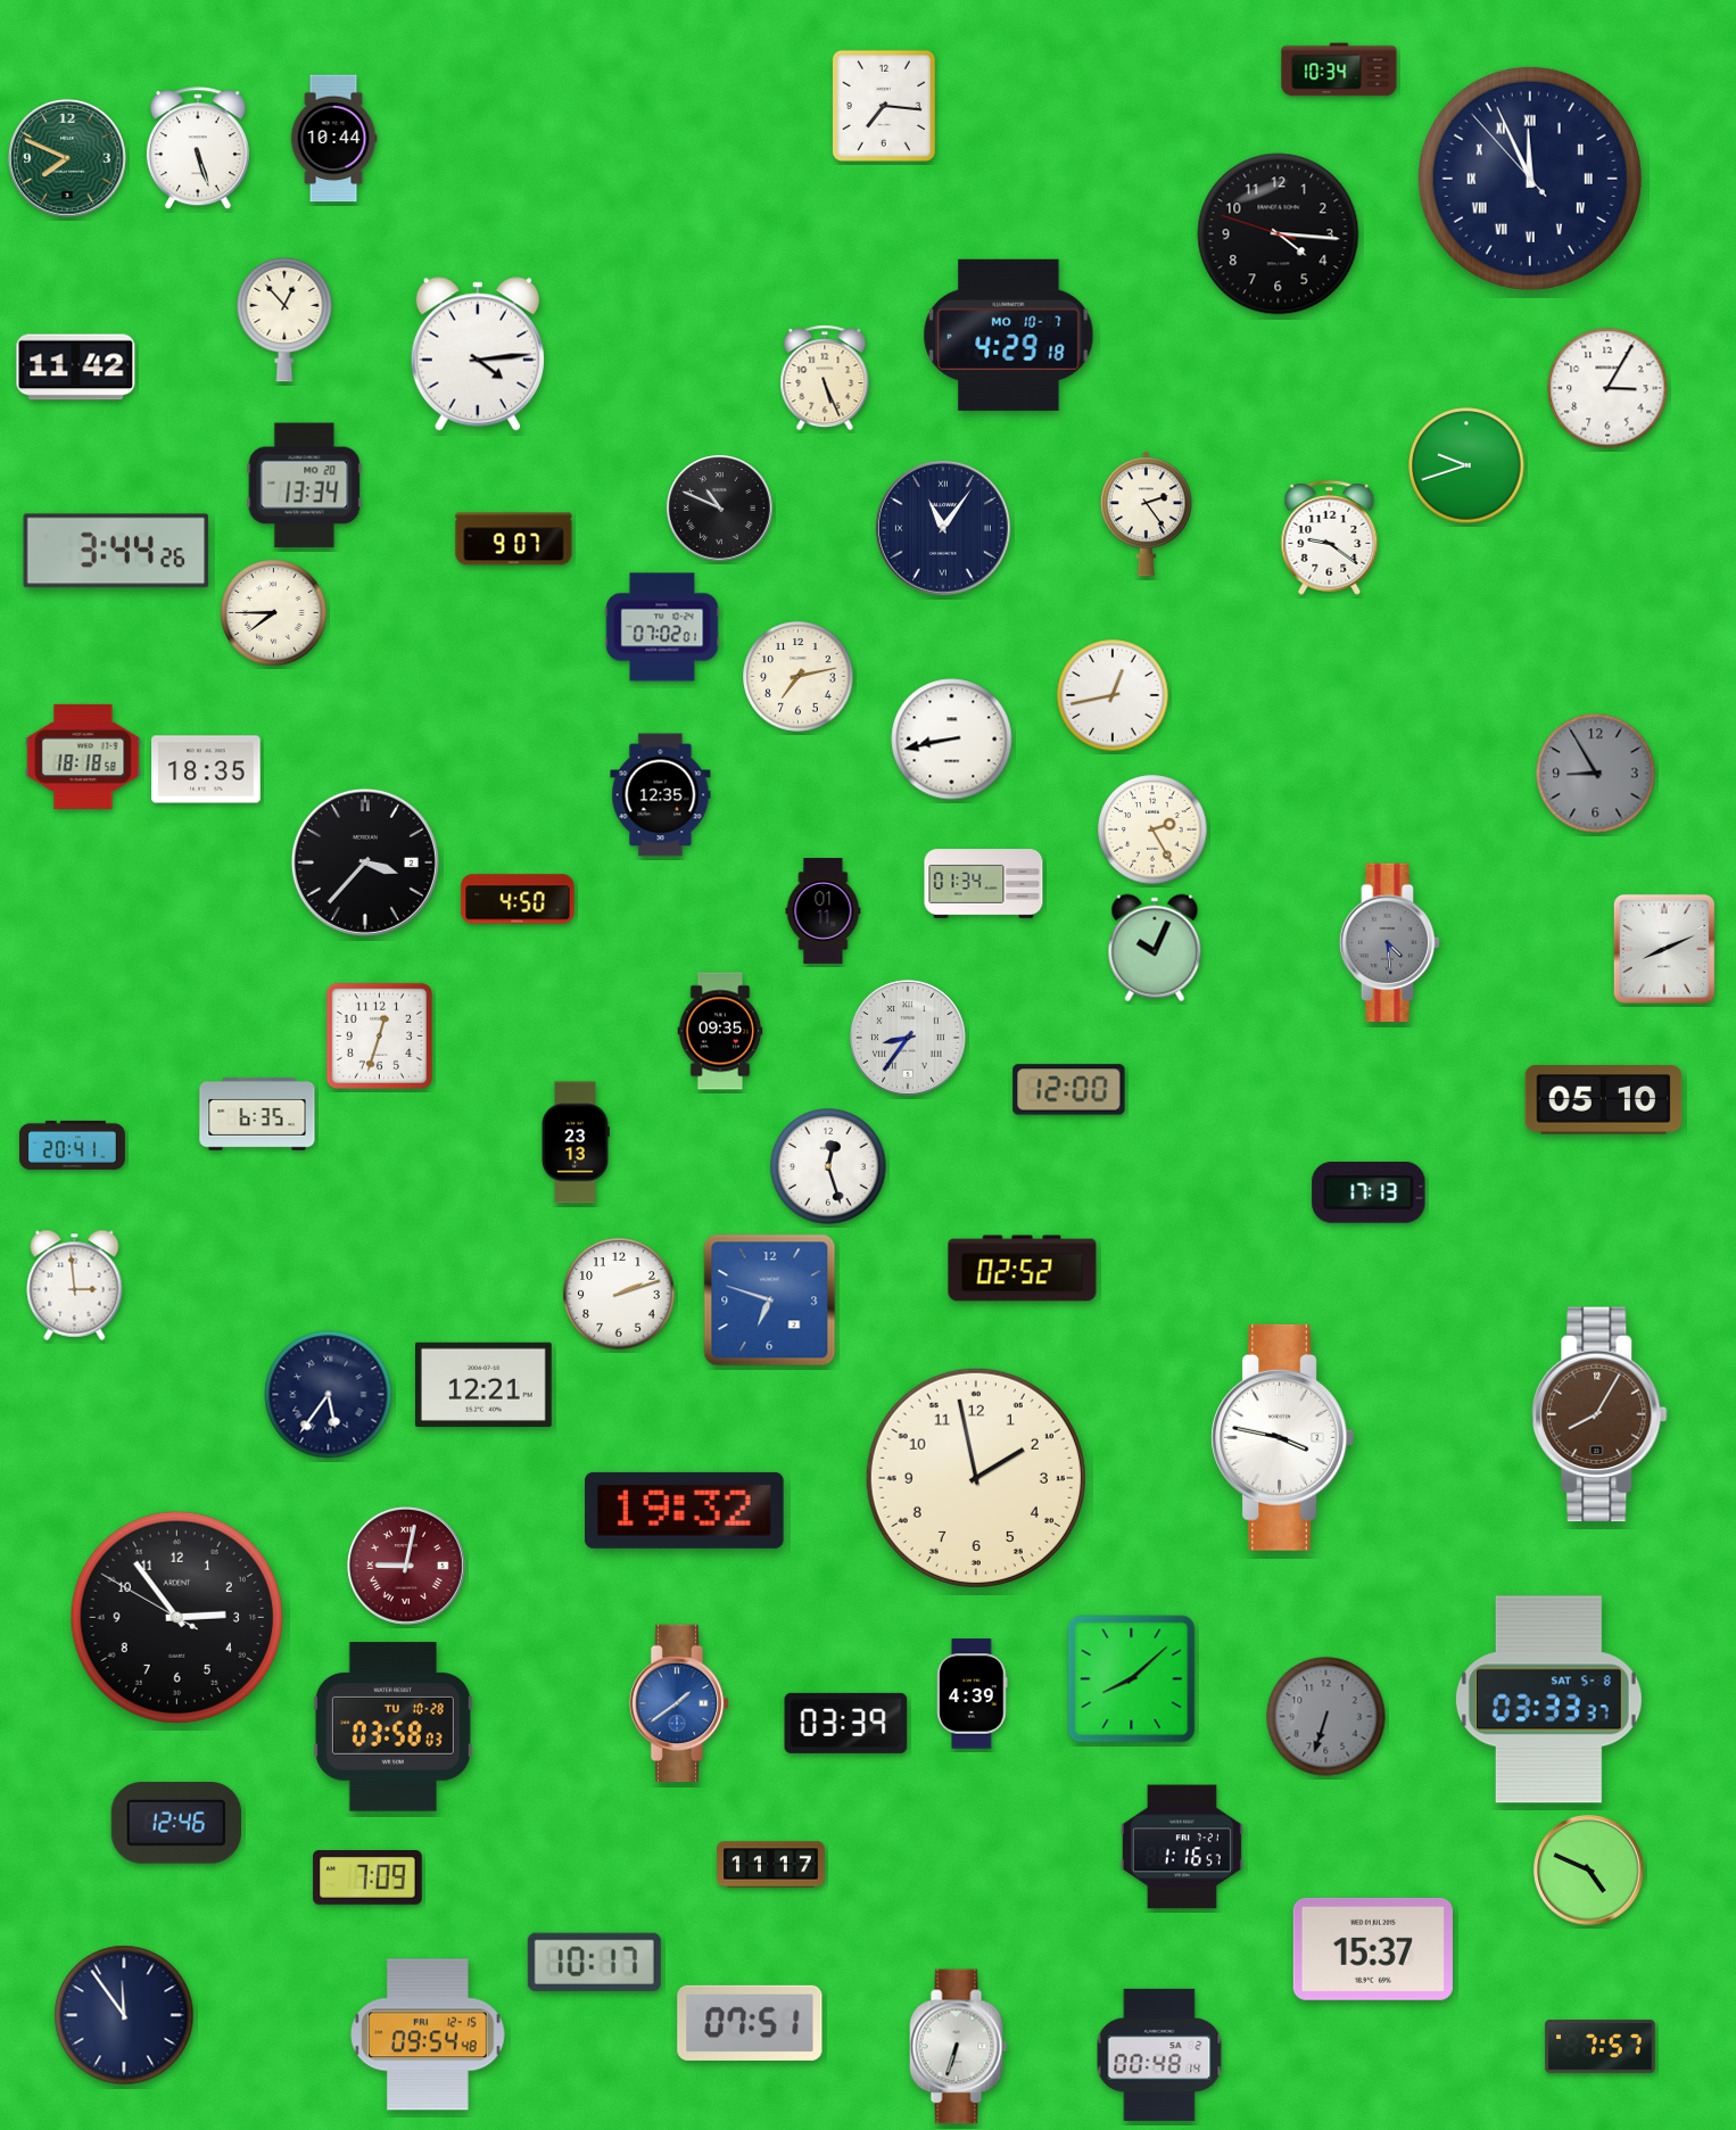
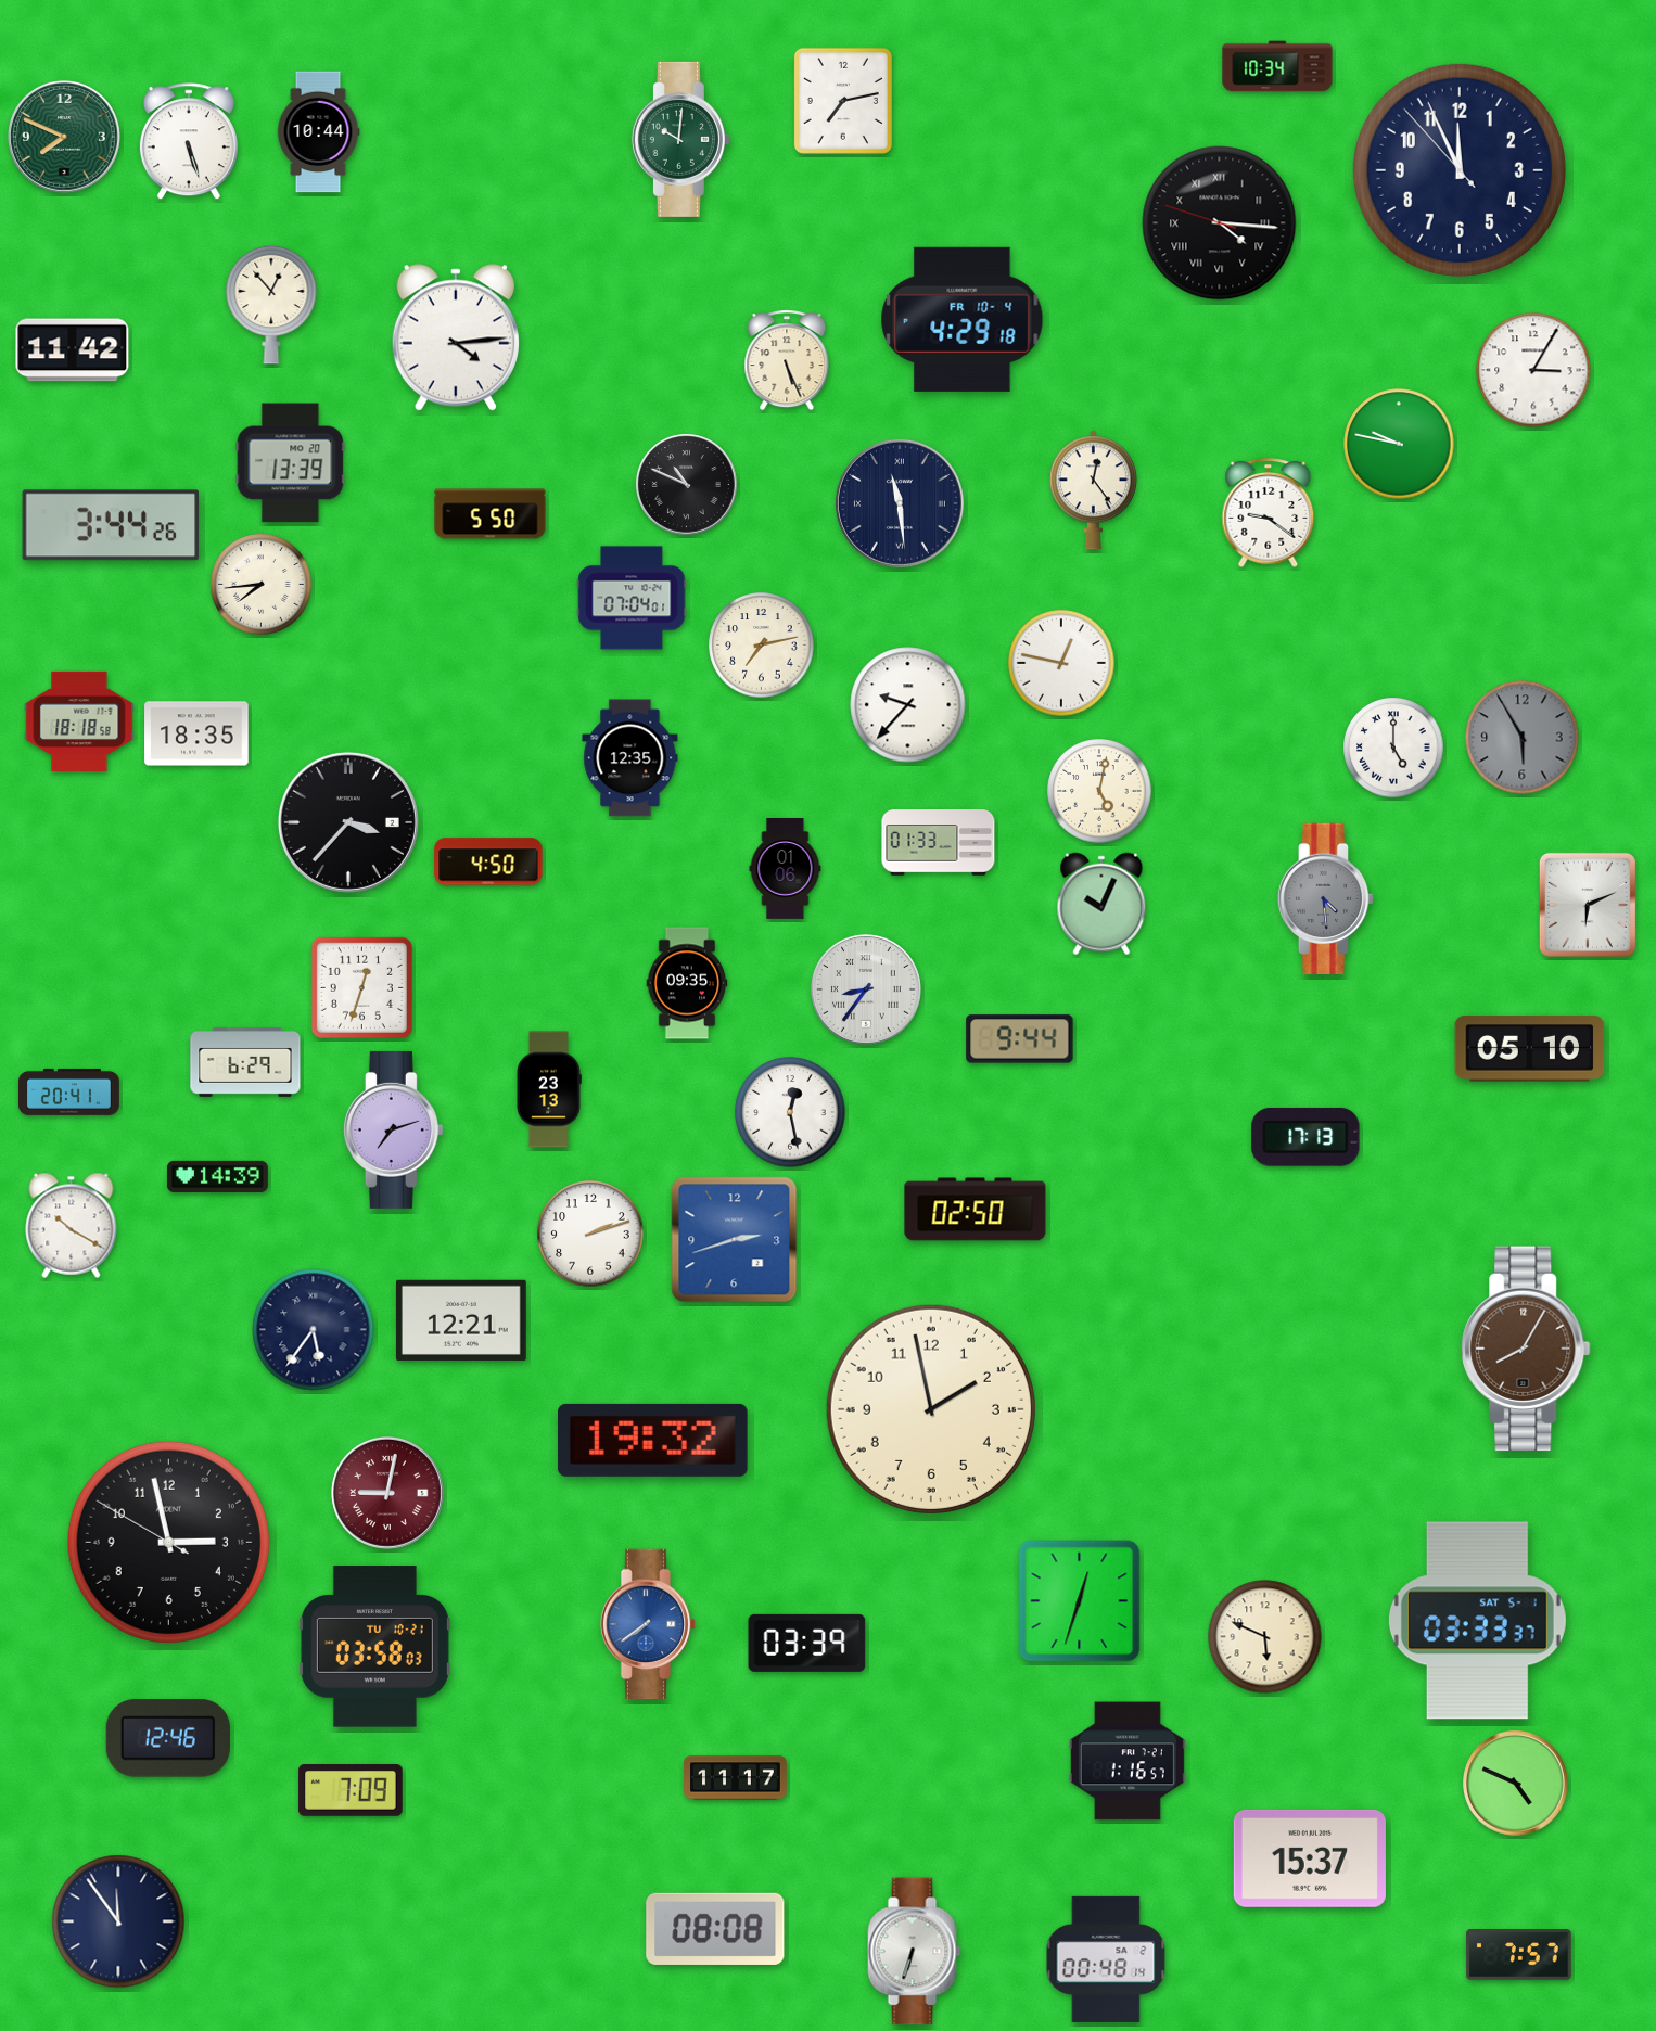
clock at (884, 106): 7:16 -> 7:13
clock at (680, 139): none -> 10:01
clock at (67, 158) position: (67, 158) -> (64, 137)
clock at (1530, 179) numerals: Roman -> Arabic
clock at (1279, 234) numerals: Arabic -> Roman
clock at (1009, 335) date: MO 10-7 -> FR 10-4
clock at (1466, 465): 9:42 -> 9:47
clock at (305, 486): 13:34 -> 13:39
clock at (1146, 514): 2:24 -> 12:24
clock at (943, 528): 11:06 -> 11:29
clock at (514, 539): 9:07 -> 5:50
clock at (274, 613): 7:45 -> 7:44
clock at (662, 627): 07:02 -> 07:04
clock at (1113, 695): 12:43 -> 12:47
clock at (952, 740): 8:43 -> 9:37
clock at (1596, 774): 8:55 -> 5:55
clock at (1393, 748): none -> 5:00
clock at (1152, 829): 2:25 -> 5:02
clock at (984, 884): 01:34 -> 01:33
clock at (518, 899) position: (518, 899) -> (488, 861)
clock at (824, 911): 01:11 -> 01:06
clock at (1664, 949): 8:11 -> 6:11
clock at (1069, 1090): 12:00 -> 9:44
clock at (257, 1114): 6:35 -> 6:29
clock at (828, 1166): 12:27 -> 12:28
clock at (393, 1129): none -> 7:12
clock at (217, 1176): none -> 14:39
clock at (1023, 1269): 02:52 -> 02:50
clock at (75, 1285): 2:59 -> 10:20
clock at (770, 1301): 6:48 -> 2:42
clock at (1282, 1437): 3:47 -> none
clock at (176, 1617): 2:53 -> 2:57
clock at (1132, 1679): 8:08 -> 12:33
clock at (973, 1694): 4:39 -> none
clock at (1548, 1700) date: SAT 5-8 -> SAT 5-1
clock at (679, 1703): 1:39 -> 7:39
clock at (1326, 1717): 6:33 -> 5:49
clock at (1326, 1717) dial: grey -> cream
clock at (392, 1727) date: TU 10-28 -> TU 10-21
clock at (594, 1962): 10:17 -> none
clock at (750, 2023): 07:51 -> 08:08
clock at (429, 2034): 09:54 -> none
clock at (1601, 2047) position: (1601, 2047) -> (1519, 1955)
